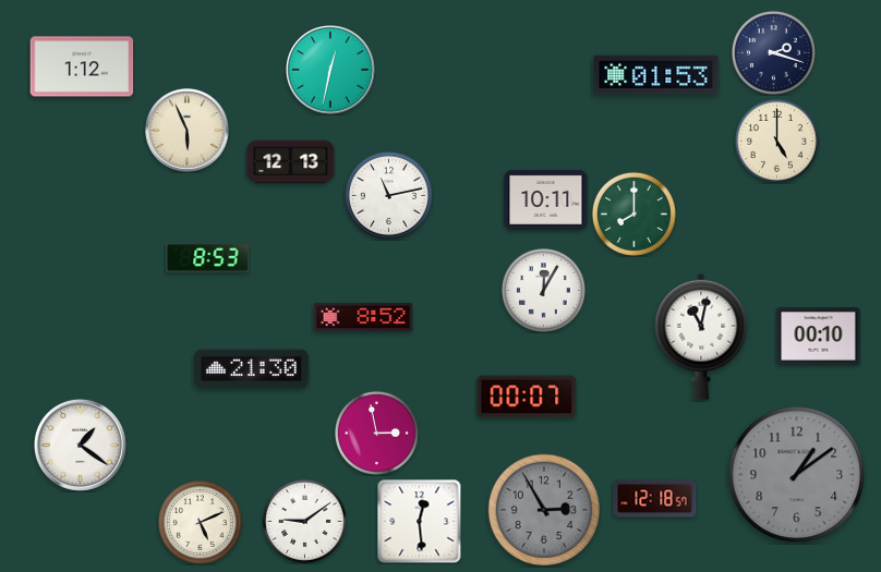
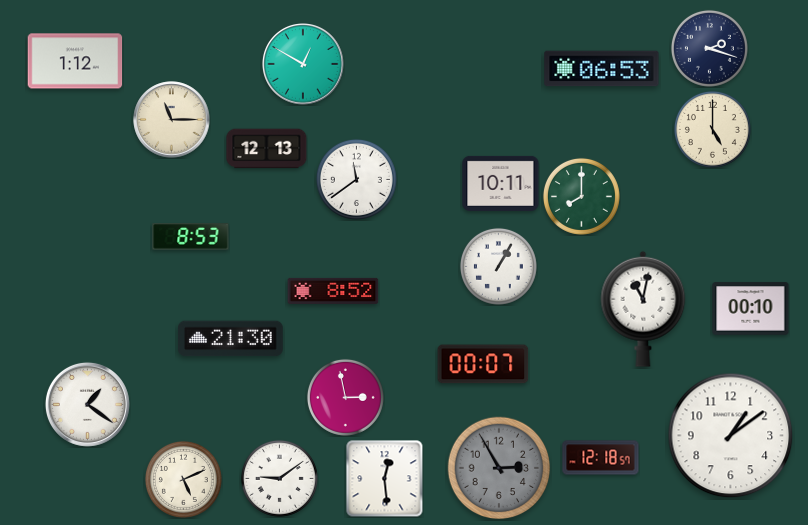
clock at (331, 71): 12:32 -> 12:50
clock at (656, 75): 01:53 -> 06:53
clock at (188, 131): 5:56 -> 11:15
clock at (388, 195): 11:13 -> 11:39
clock at (543, 290): 12:05 -> 1:05
clock at (80, 445) position: (80, 445) -> (87, 404)
clock at (797, 475) dial: grey -> white
